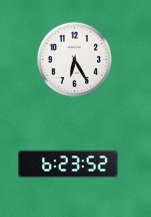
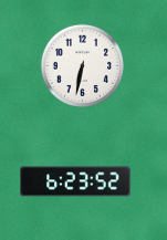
clock at (74, 59): 6:25 -> 6:32
